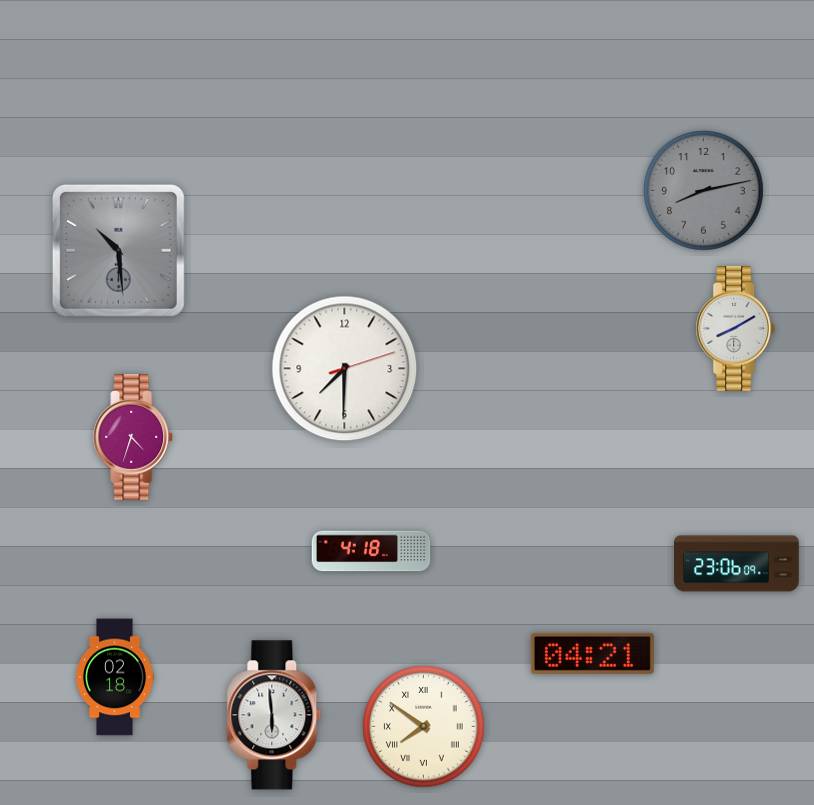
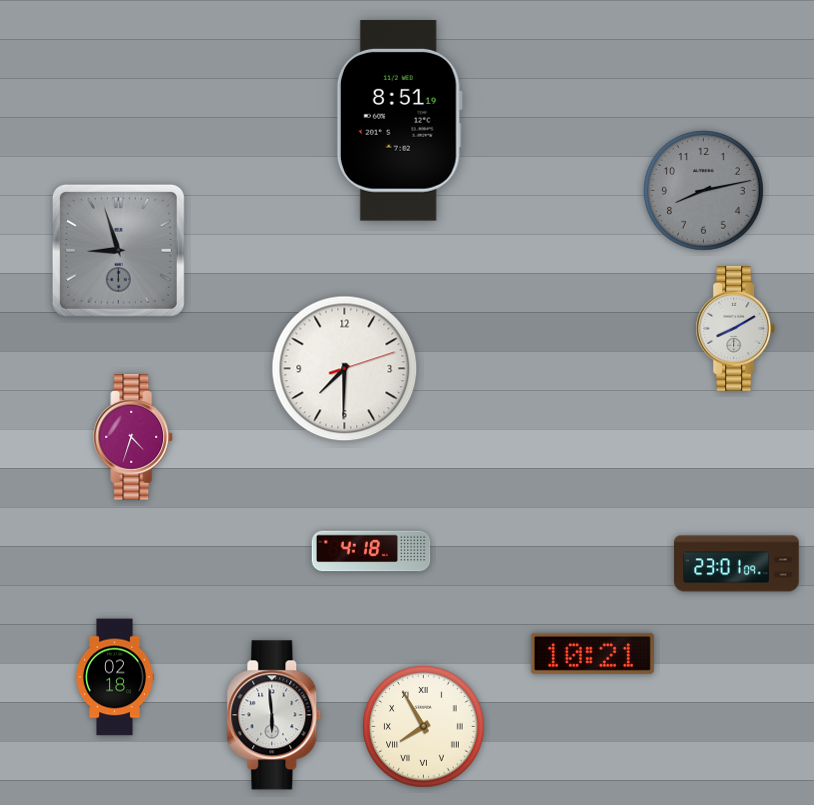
clock at (399, 120): none -> 8:51
clock at (118, 250): 10:29 -> 8:57
clock at (737, 564): 23:06 -> 23:01
clock at (592, 653): 04:21 -> 10:21
clock at (424, 727): 7:51 -> 7:55
